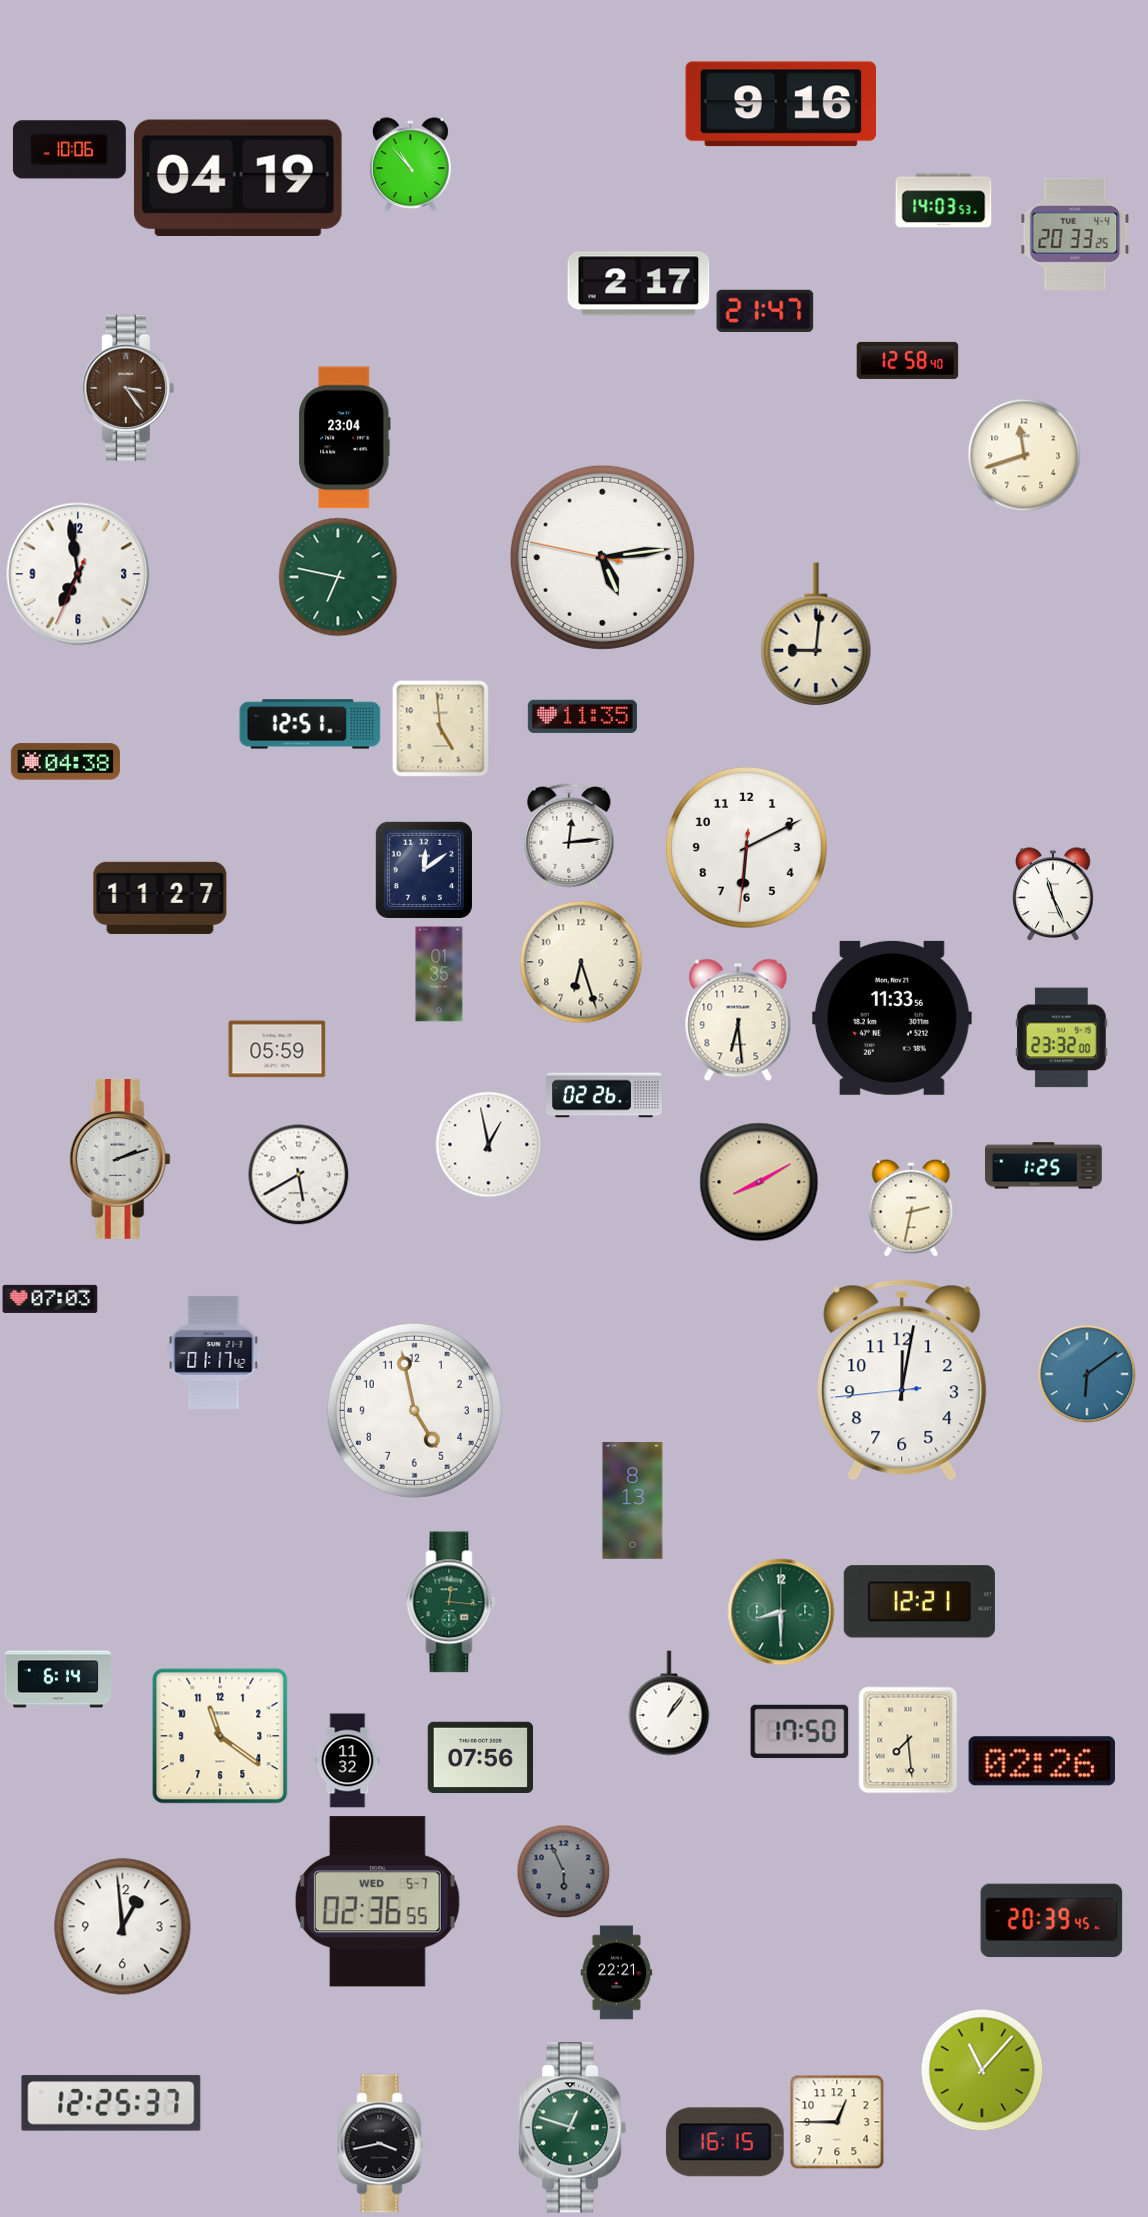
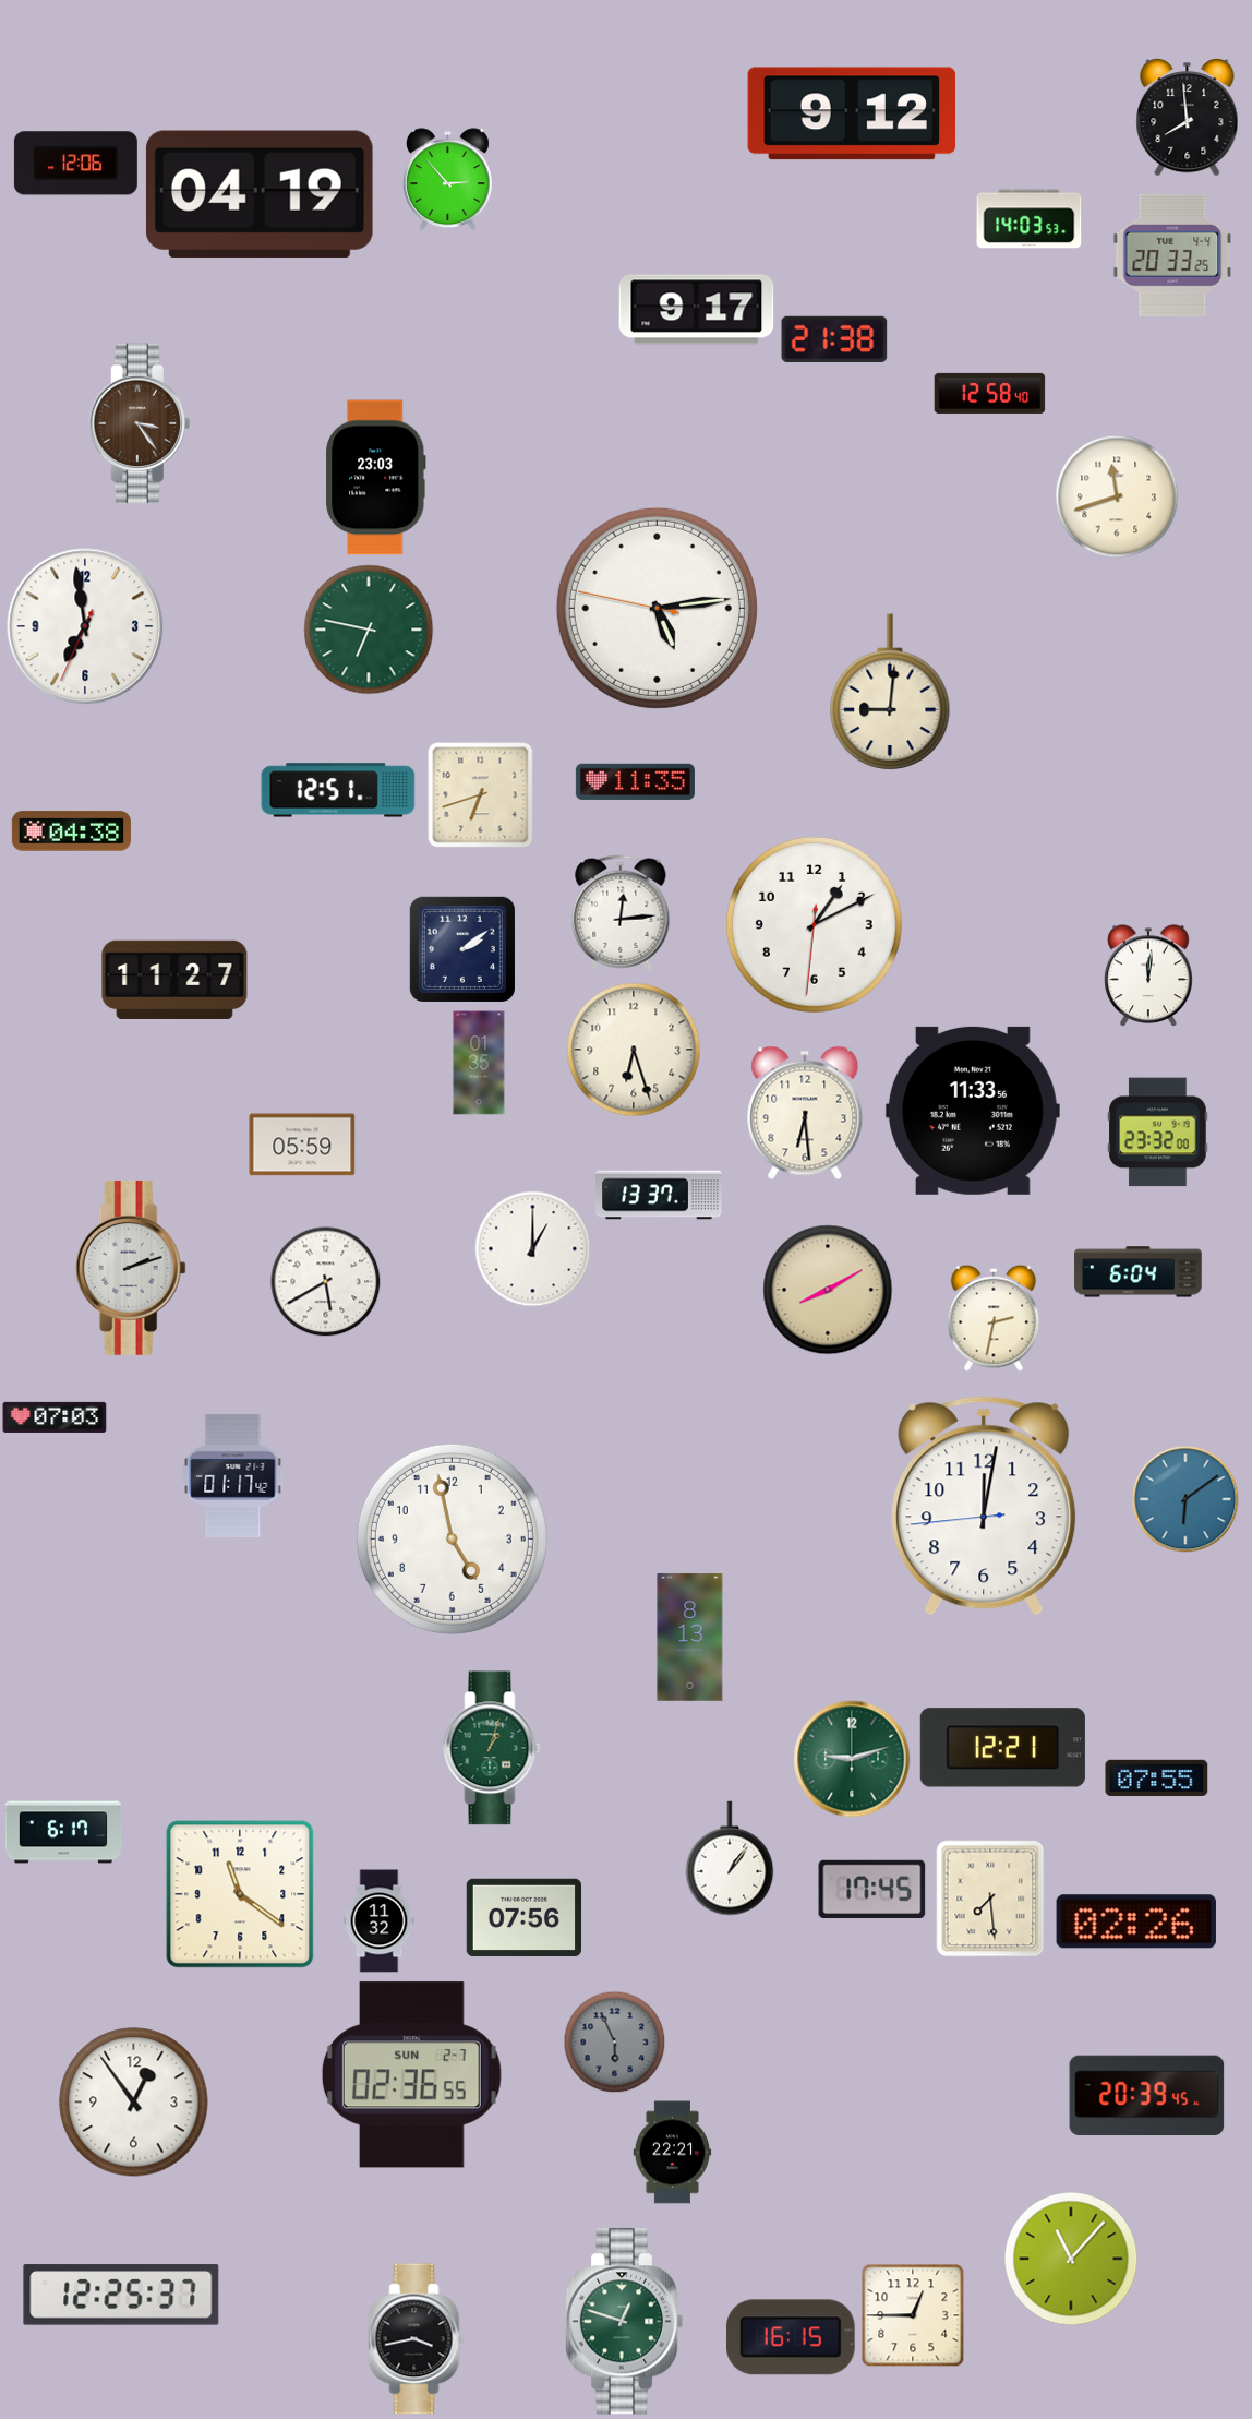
clock at (780, 104): 9:16 -> 9:12
clock at (1188, 118): none -> 7:59
clock at (69, 150): 10:06 -> 12:06
clock at (410, 165): 10:53 -> 2:53
clock at (639, 284): 2:17 -> 9:17
clock at (765, 310): 21:47 -> 21:38
clock at (345, 438): 23:04 -> 23:03
clock at (441, 729): 4:59 -> 6:42
clock at (746, 847): 6:10 -> 1:10
clock at (424, 870): 12:09 -> 2:09
clock at (1053, 894): 11:26 -> 12:01
clock at (604, 1095): 02:26 -> 13:37
clock at (489, 1145): 12:58 -> 1:00
clock at (120, 1159) position: (120, 1159) -> (131, 1268)
clock at (1044, 1166): 1:25 -> 6:04
clock at (451, 1602): 12:16 -> 1:03
clock at (781, 1612): 8:30 -> 9:12
clock at (1157, 1777): none -> 07:55
clock at (58, 1679): 6:14 -> 6:17
clock at (800, 1731): 17:50 -> 17:45
clock at (377, 1902) date: WED 5-7 -> SUN 2-7
clock at (123, 1927): 12:59 -> 12:54
